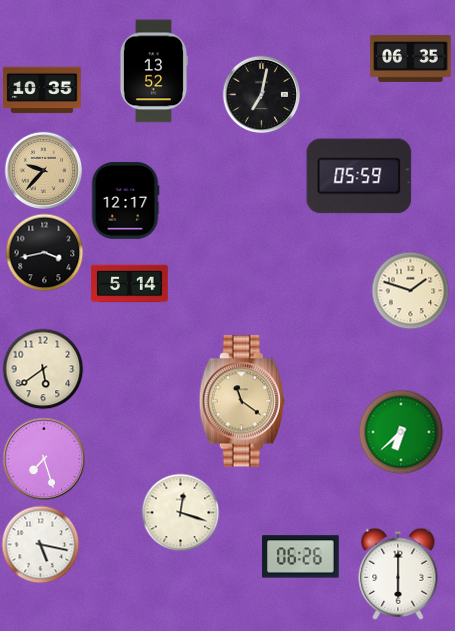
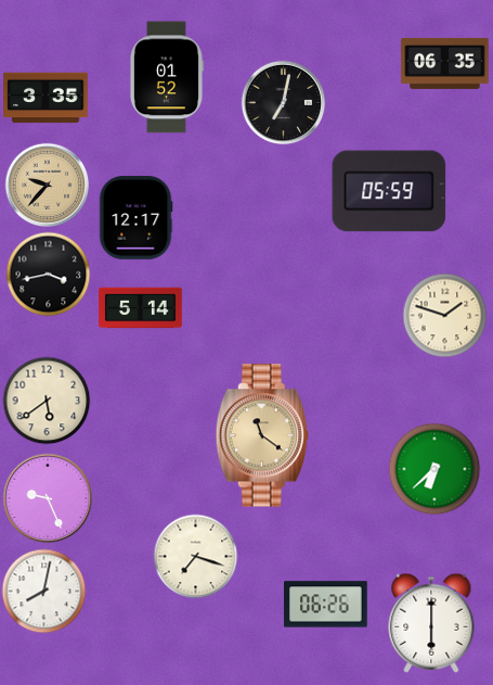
clock at (153, 71): 13:52 -> 01:52
clock at (42, 90): 10:35 -> 3:35
clock at (44, 459): 7:27 -> 9:26
clock at (180, 512): 12:18 -> 7:18
clock at (40, 544): 5:17 -> 8:02
